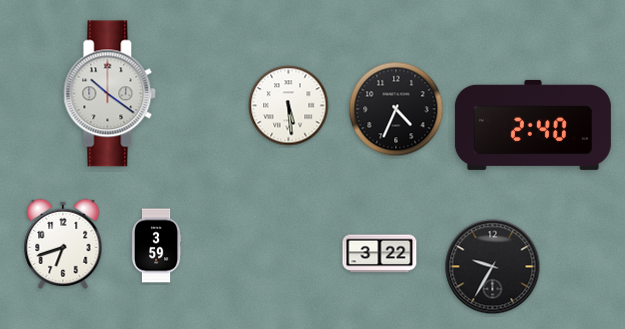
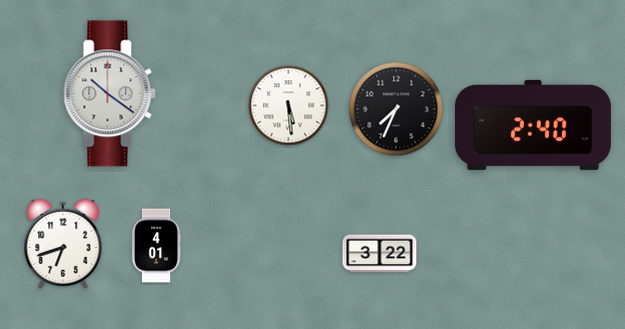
clock at (396, 109): 4:34 -> 7:34
clock at (156, 246): 3:59 -> 4:01
clock at (493, 267): 9:35 -> none
